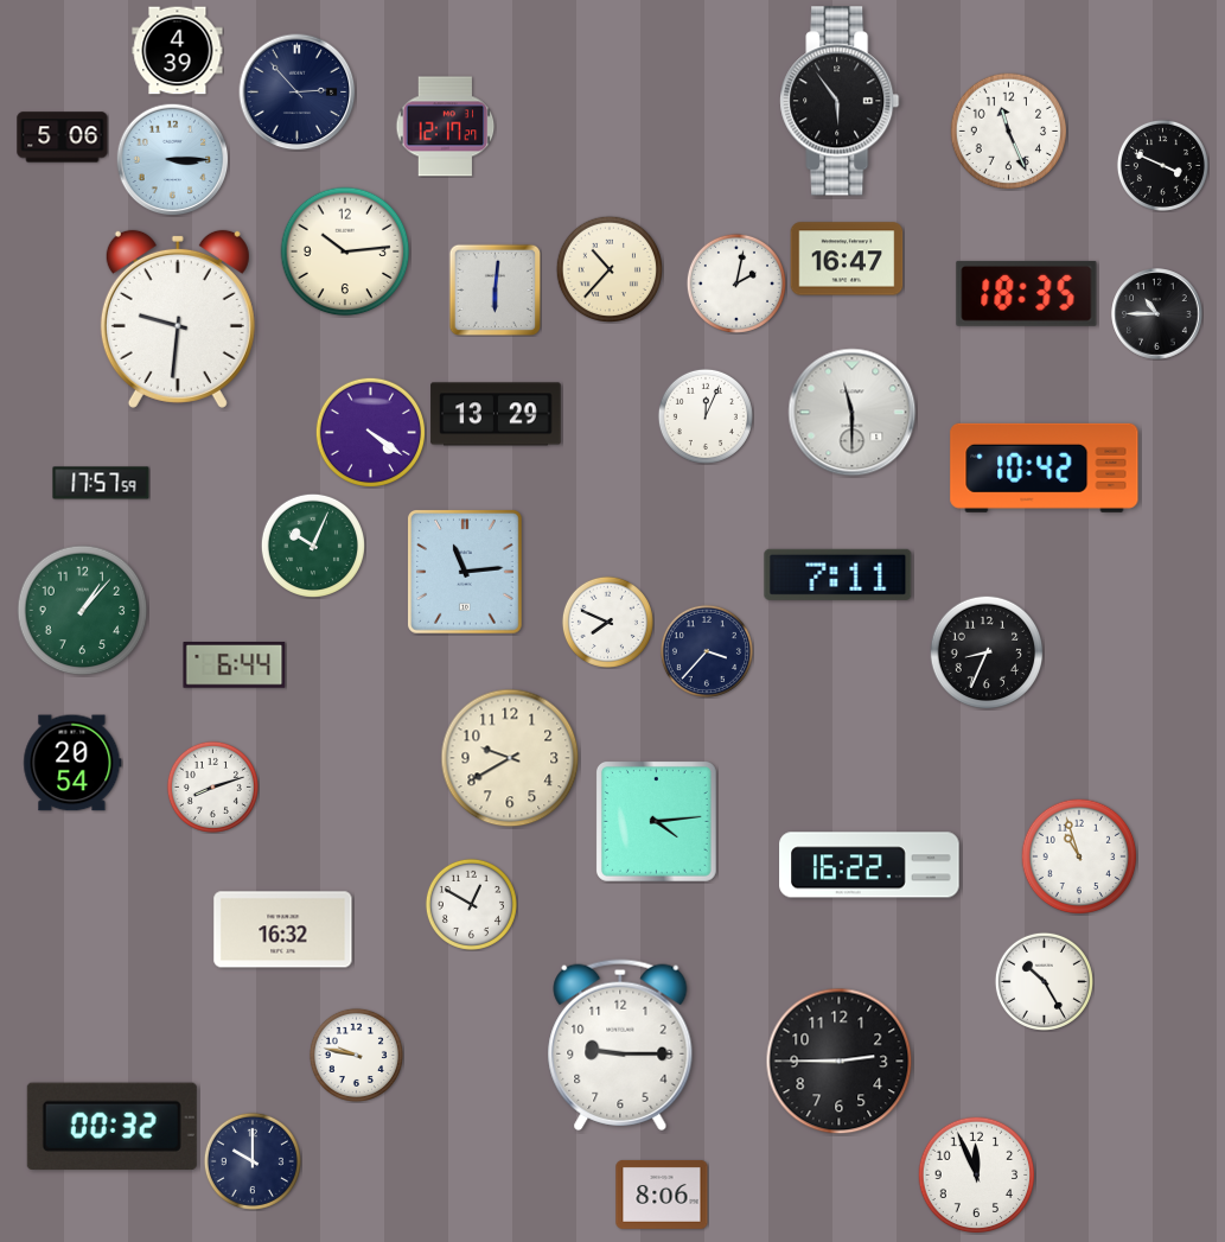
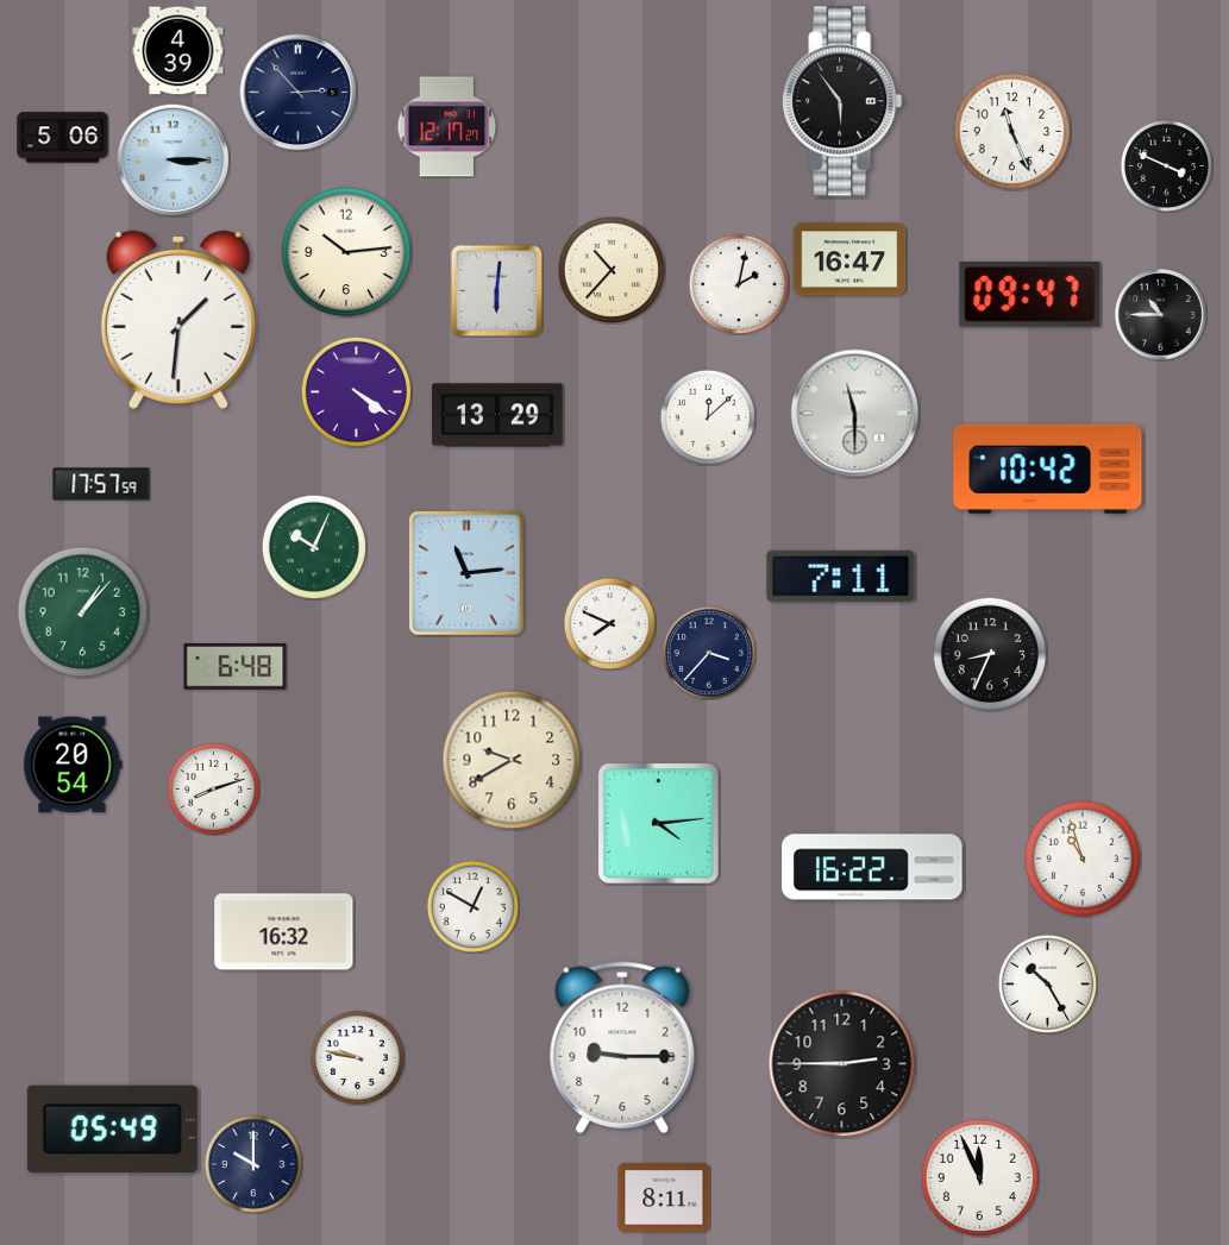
clock at (1027, 293): 18:35 -> 09:47
clock at (178, 319): 9:31 -> 1:31
clock at (706, 416): 12:04 -> 12:08
clock at (370, 432) position: (370, 432) -> (356, 391)
clock at (235, 665): 6:44 -> 6:48
clock at (111, 1126): 00:32 -> 05:49
clock at (662, 1195): 8:06 -> 8:11
